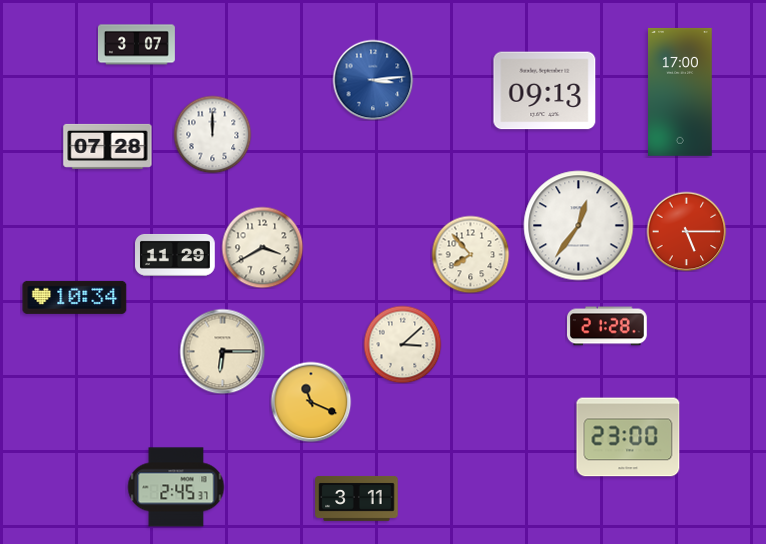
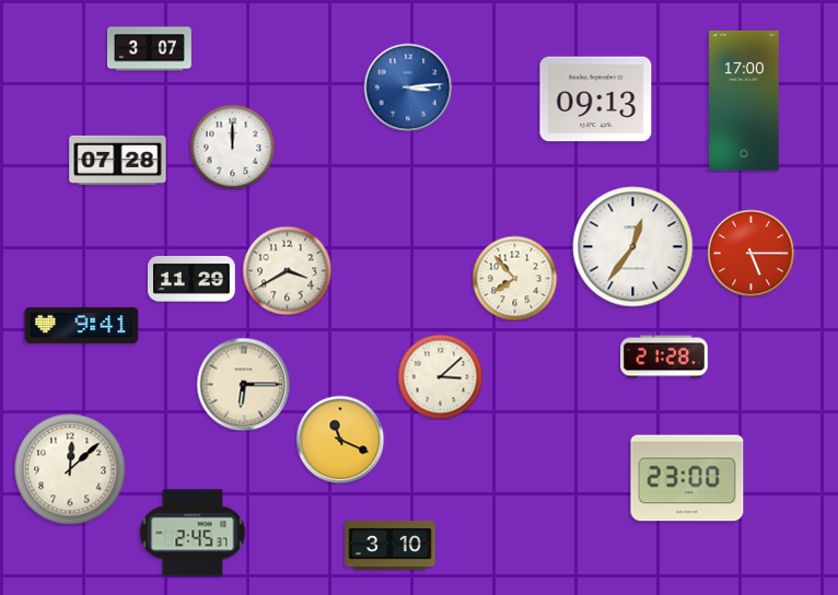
clock at (75, 297): 10:34 -> 9:41
clock at (70, 469): none -> 12:08
clock at (357, 498): 3:11 -> 3:10
